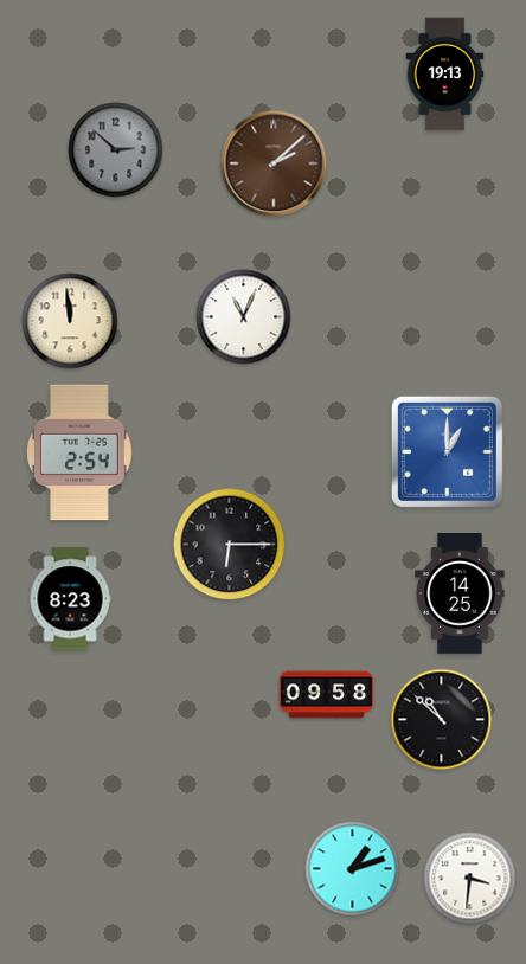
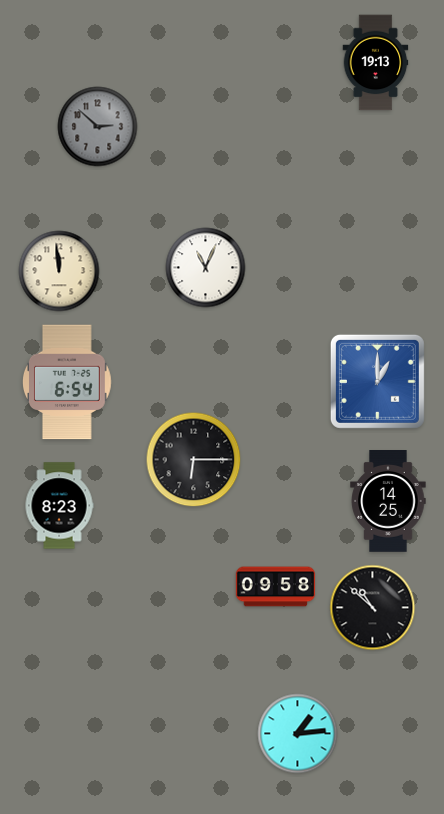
clock at (274, 163): 2:08 -> none
clock at (81, 452): 2:54 -> 6:54
clock at (353, 869): 1:12 -> 1:14
clock at (470, 879): 3:31 -> none
